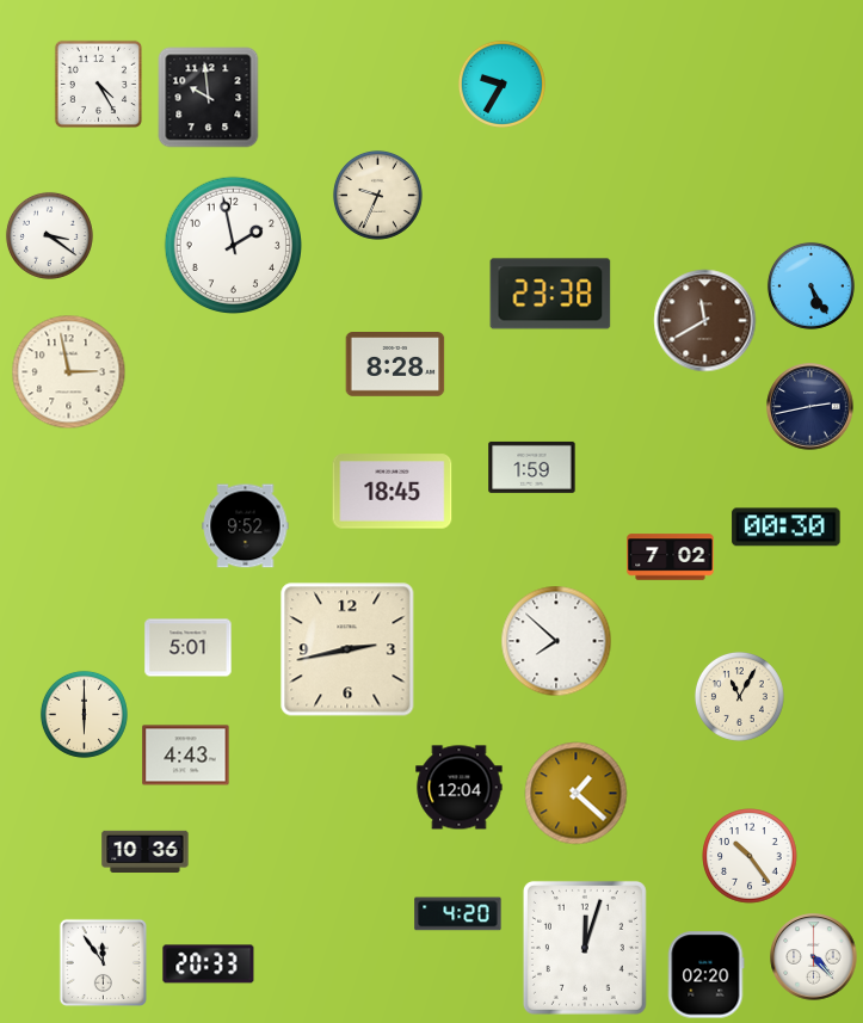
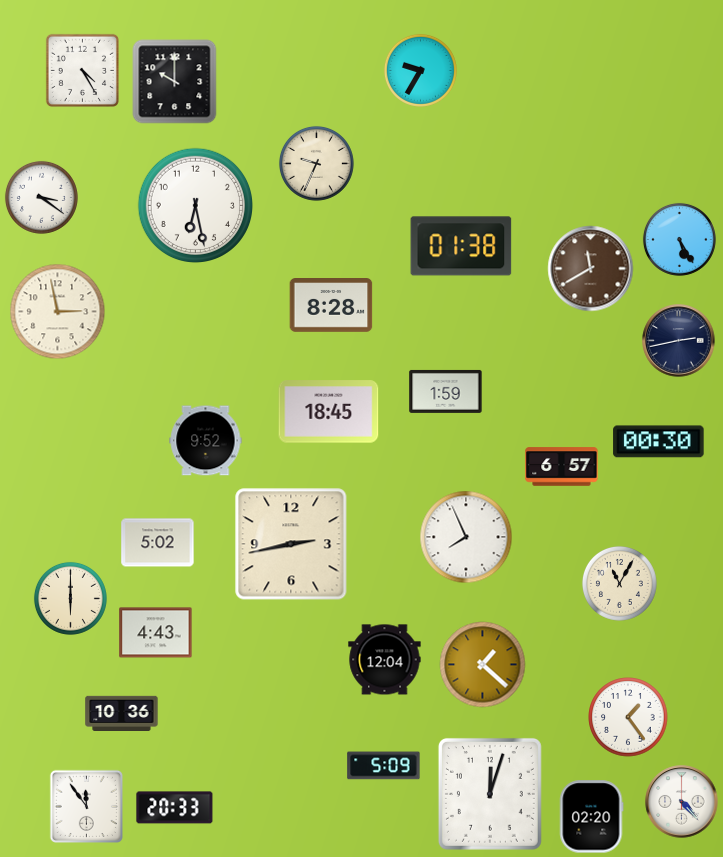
clock at (209, 98): 9:59 -> 10:00
clock at (233, 245): 1:58 -> 6:28
clock at (550, 294): 23:38 -> 01:38
clock at (671, 557): 7:02 -> 6:57
clock at (556, 641): 7:52 -> 7:56
clock at (189, 648): 5:01 -> 5:02
clock at (750, 856): 10:24 -> 1:24
clock at (458, 914): 4:20 -> 5:09
